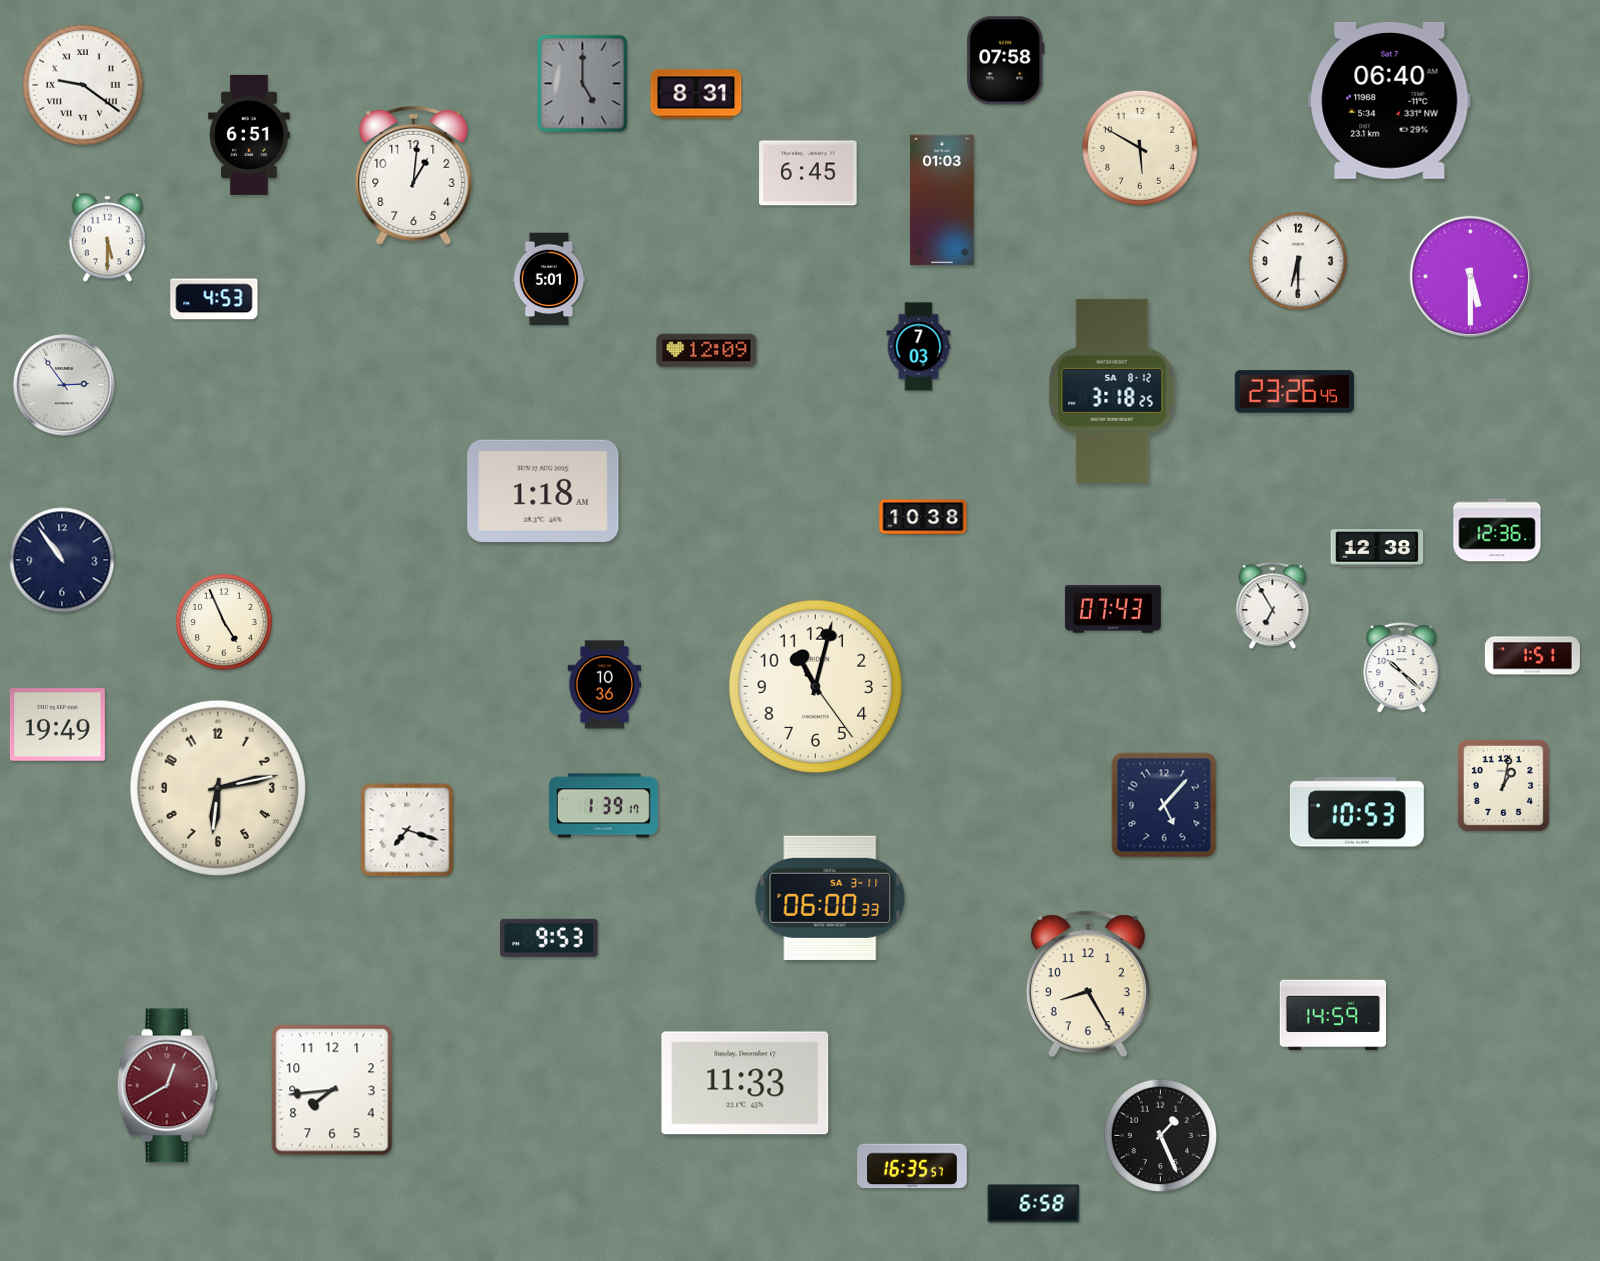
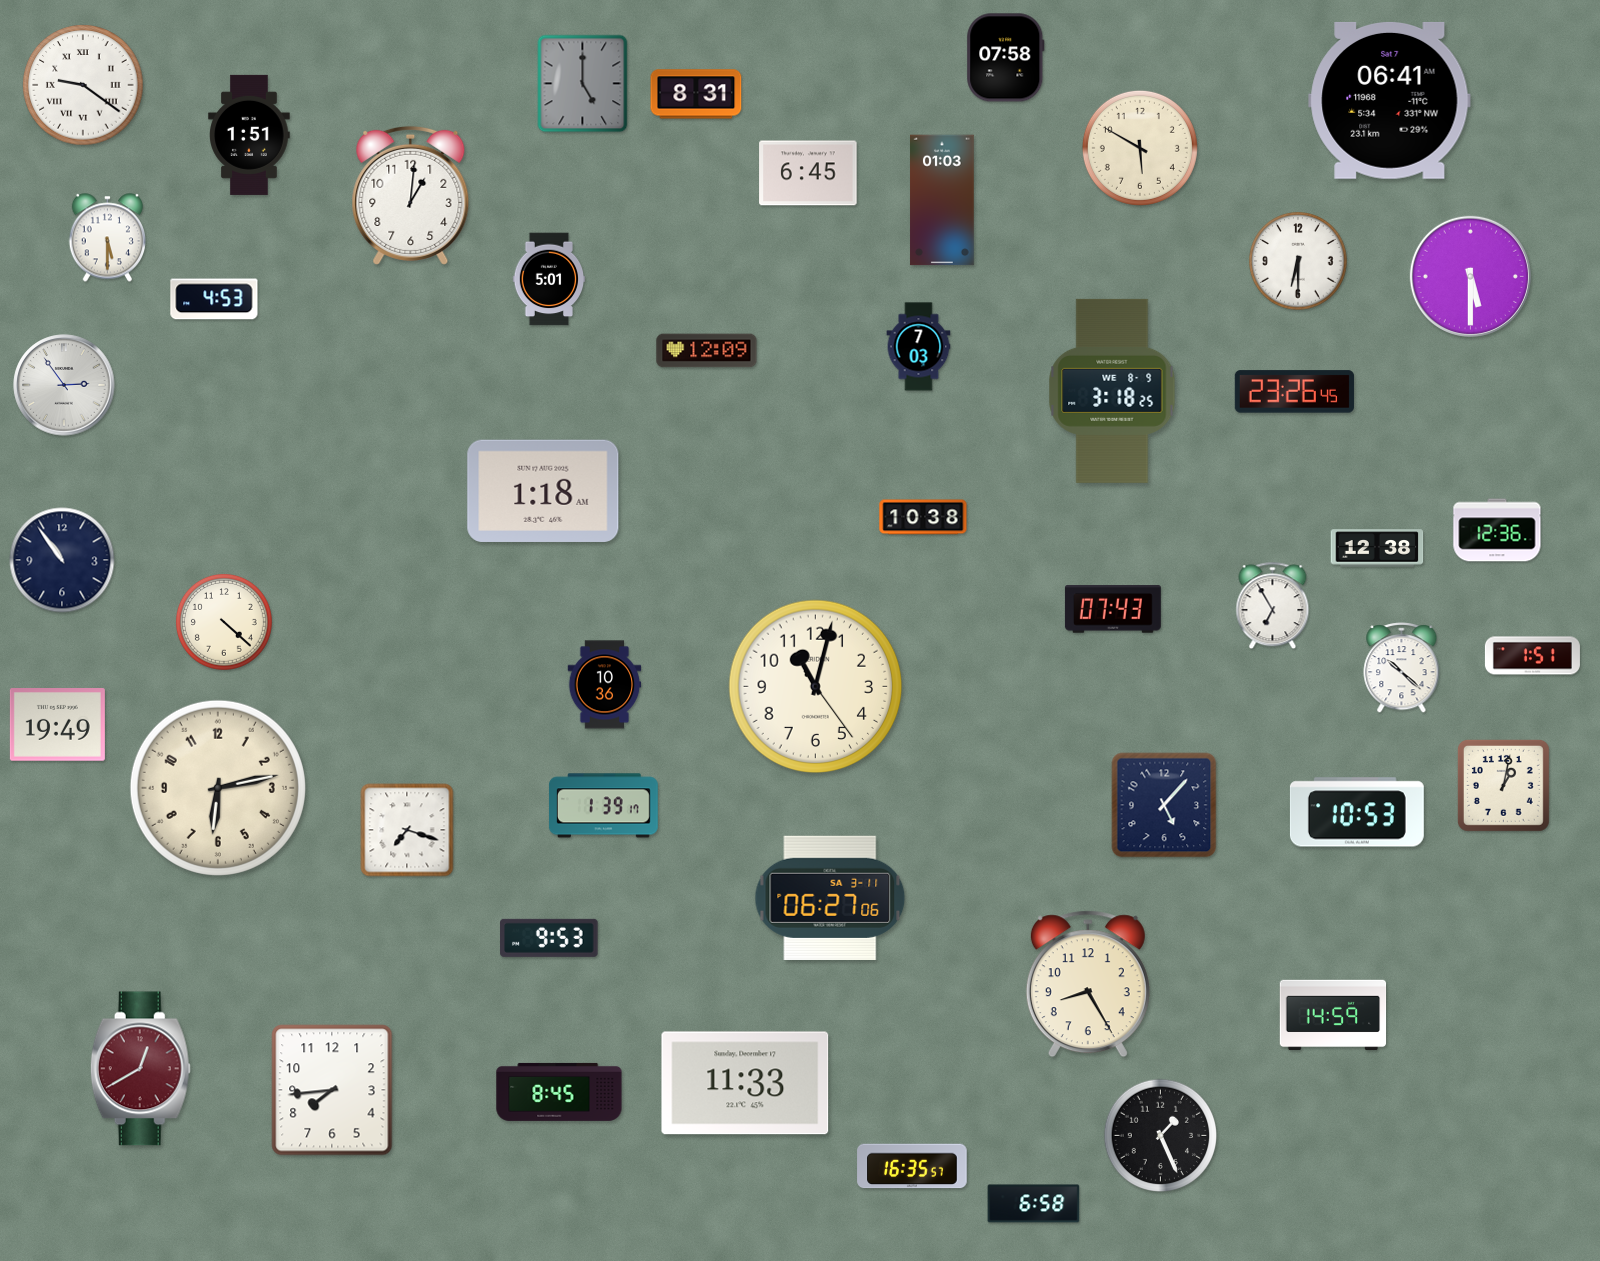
clock at (1006, 61) position: (1006, 61) -> (1006, 58)
clock at (1390, 100): 06:40 -> 06:41
clock at (249, 135): 6:51 -> 1:51
clock at (414, 175) position: (414, 175) -> (411, 195)
clock at (1112, 391) date: SA 8-12 -> WE 8-9
clock at (224, 622): 4:56 -> 4:22
clock at (830, 898): 06:00 -> 06:27
clock at (167, 1086) position: (167, 1086) -> (140, 1069)
clock at (559, 1092): none -> 8:45
